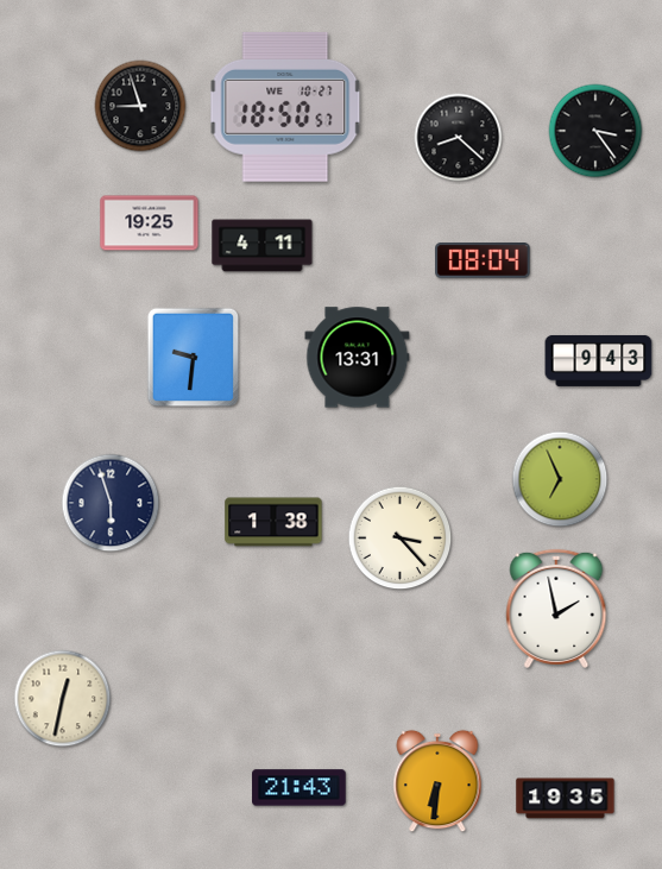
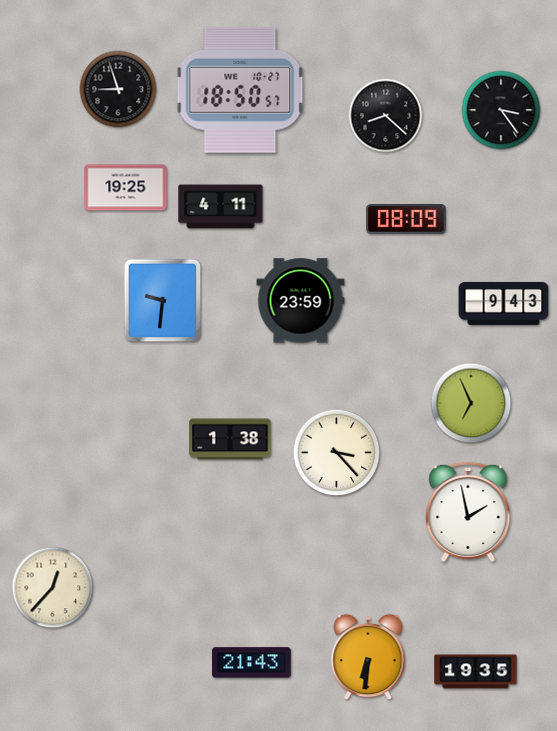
clock at (483, 262): 08:04 -> 08:09
clock at (358, 358): 13:31 -> 23:59
clock at (111, 503): 5:57 -> none
clock at (63, 699): 12:32 -> 12:37
